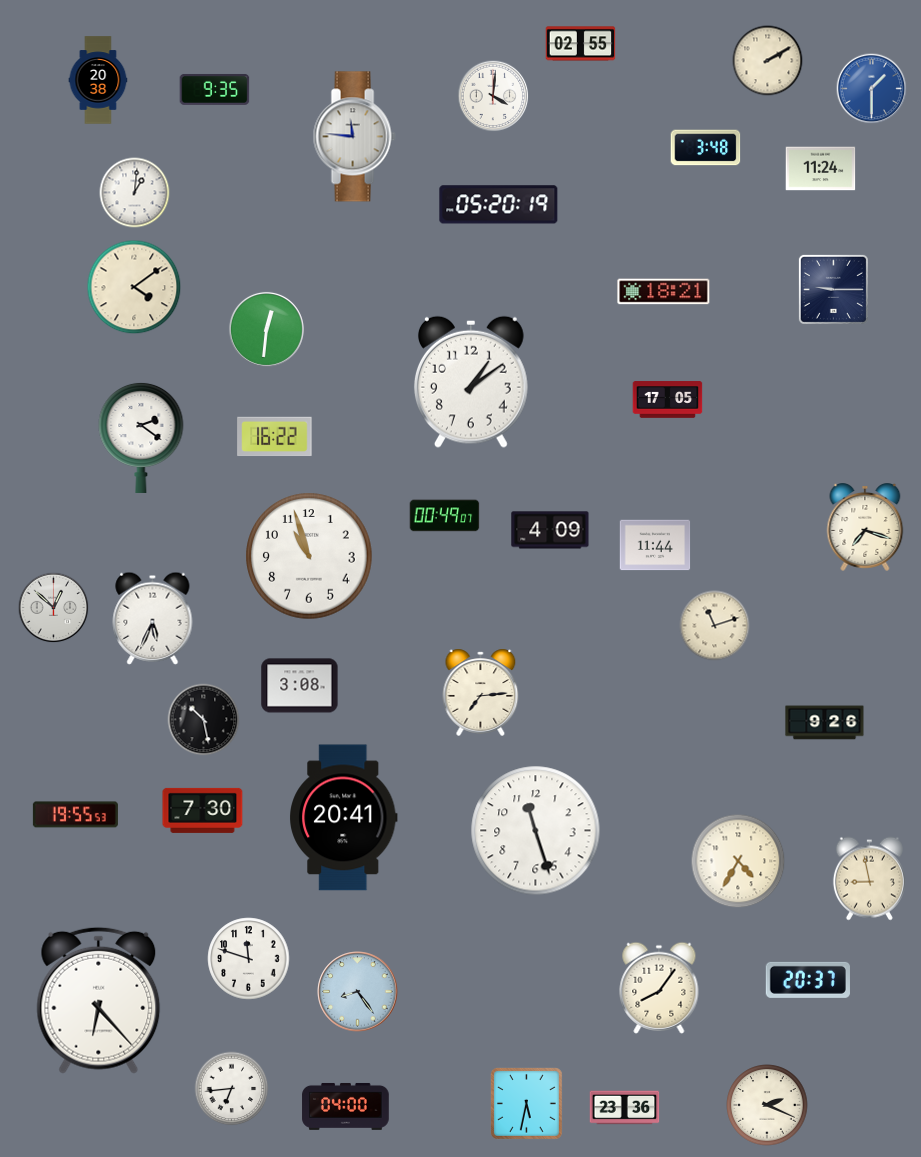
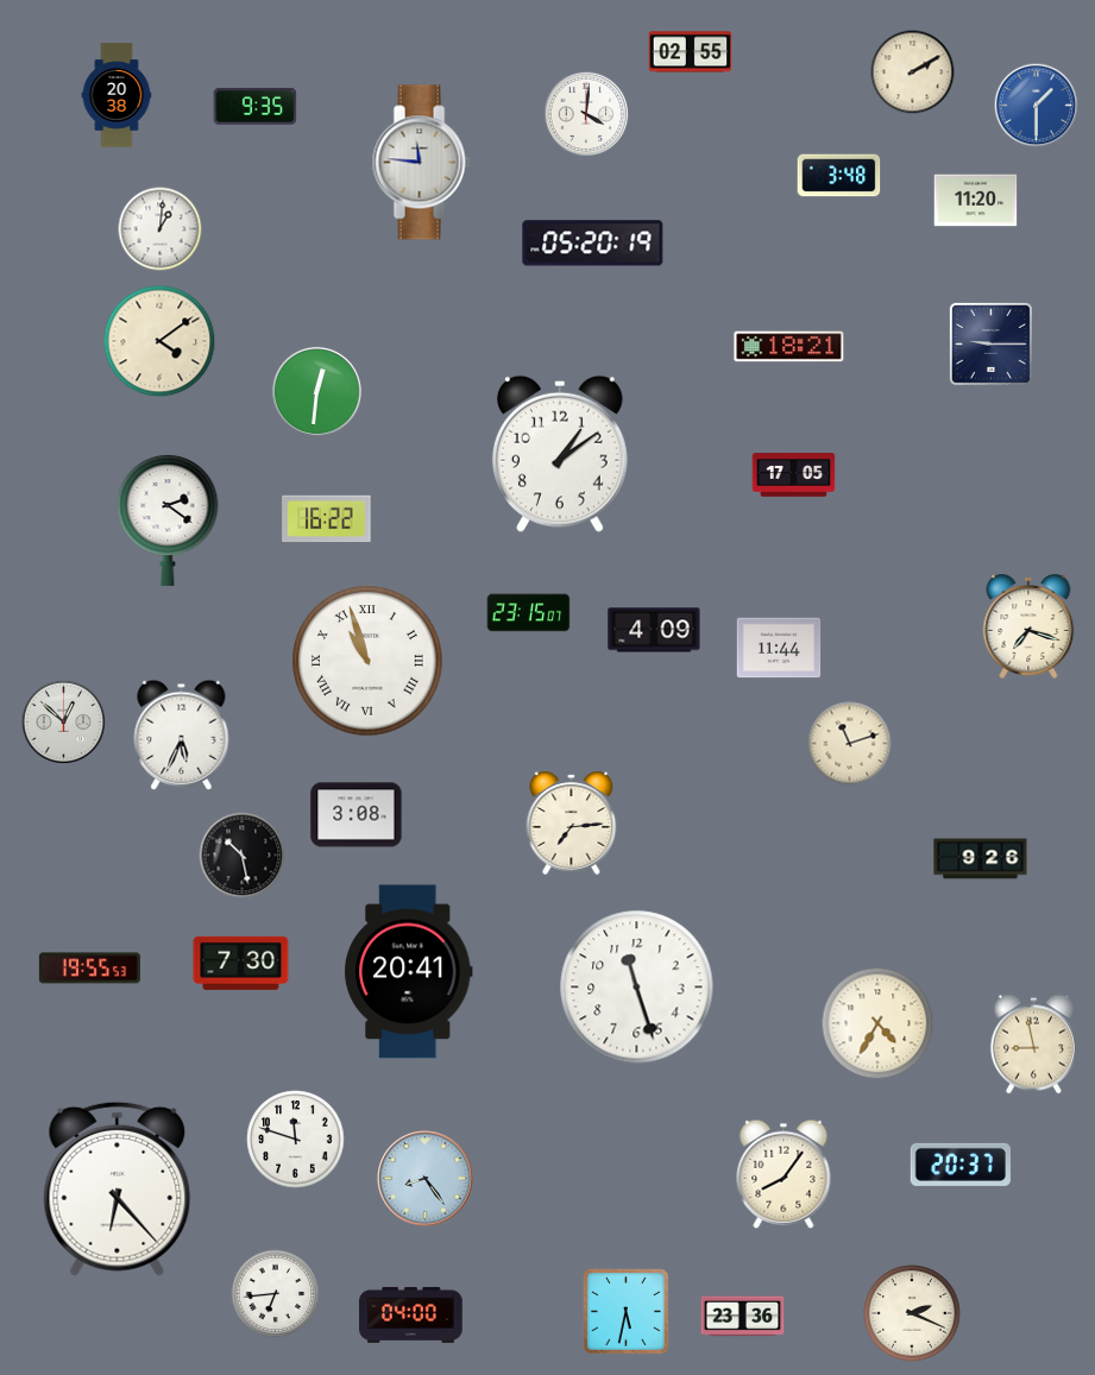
clock at (821, 169): 11:24 -> 11:20
clock at (445, 516): 00:49 -> 23:15
clock at (309, 556) numerals: Arabic -> Roman
